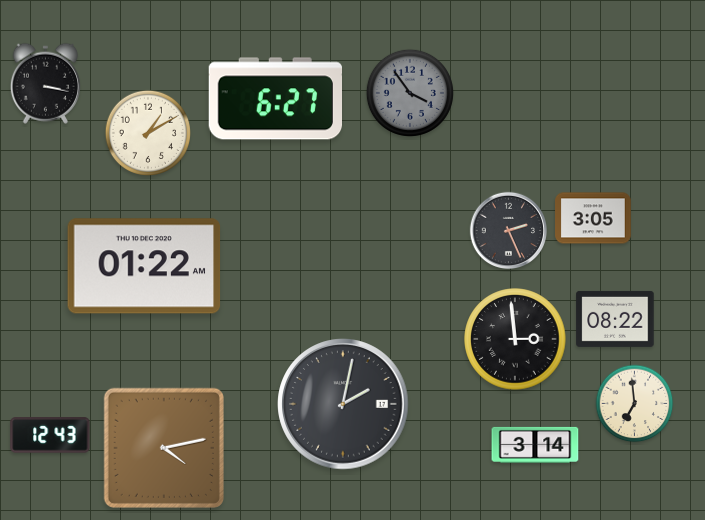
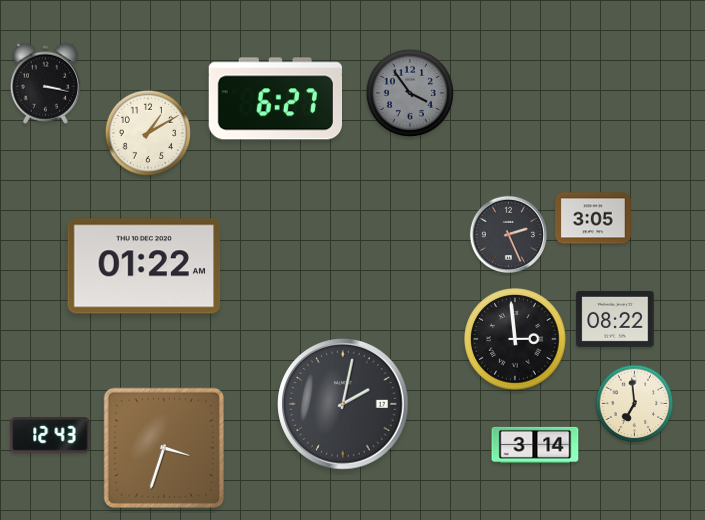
clock at (508, 230) position: (508, 230) -> (508, 234)
clock at (164, 448): 4:13 -> 3:33
